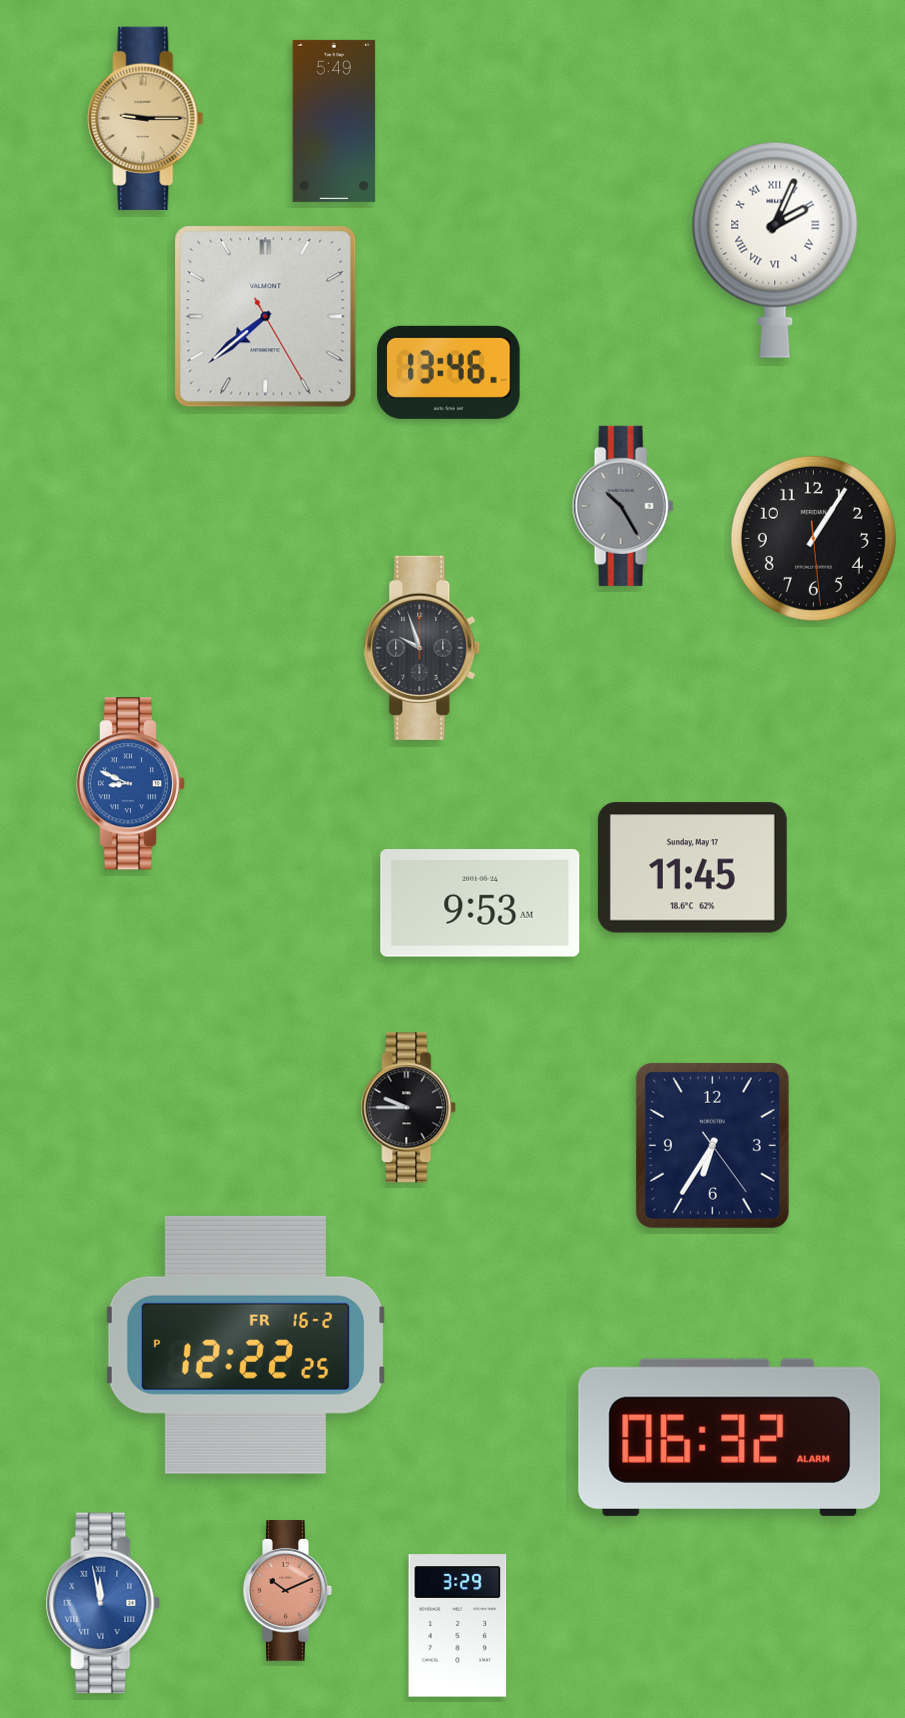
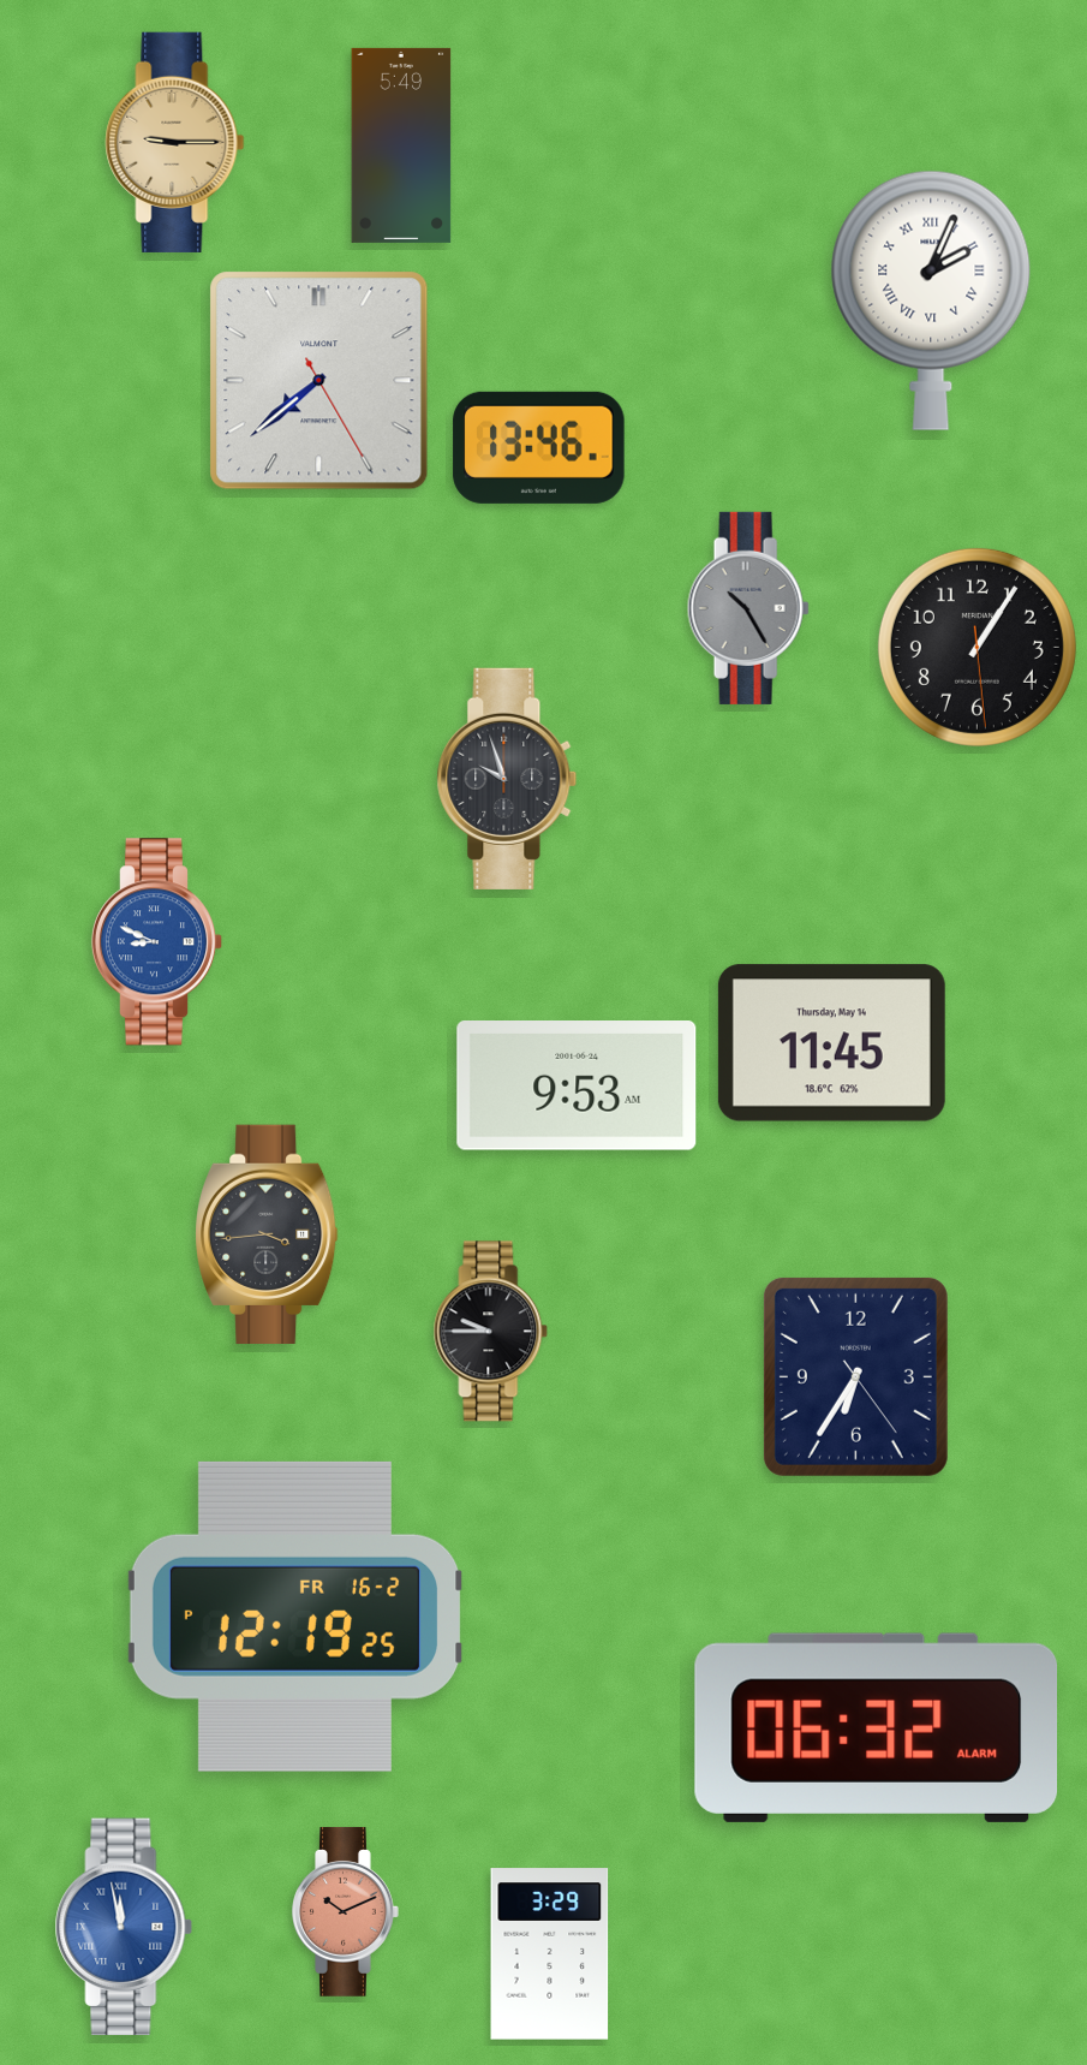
clock at (692, 868) date: Sunday, May 17 -> Thursday, May 14
clock at (268, 1233): none -> 3:44
clock at (246, 1345): 12:22 -> 12:19
